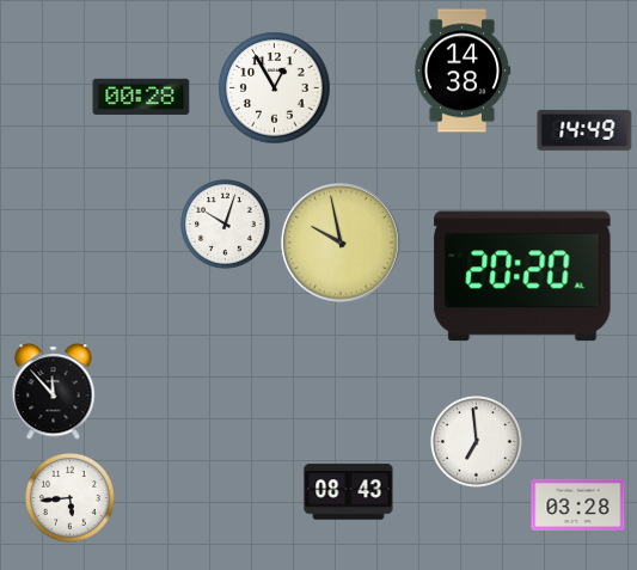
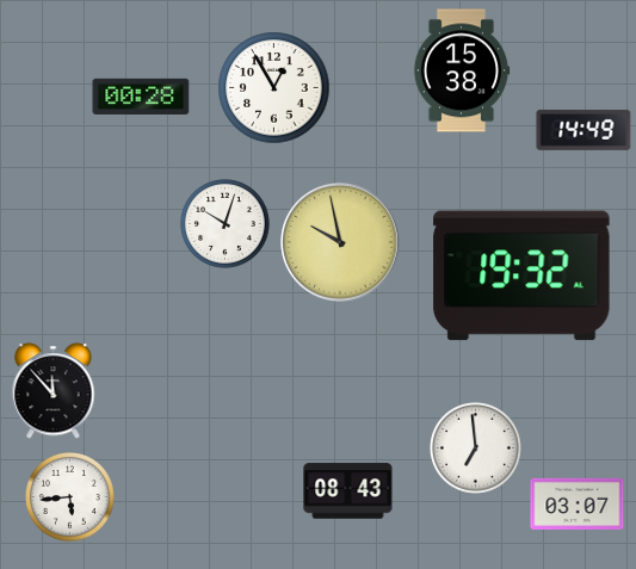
clock at (463, 71): 14:38 -> 15:38
clock at (522, 276): 20:20 -> 19:32
clock at (477, 442) position: (477, 442) -> (476, 449)
clock at (578, 504): 03:28 -> 03:07
